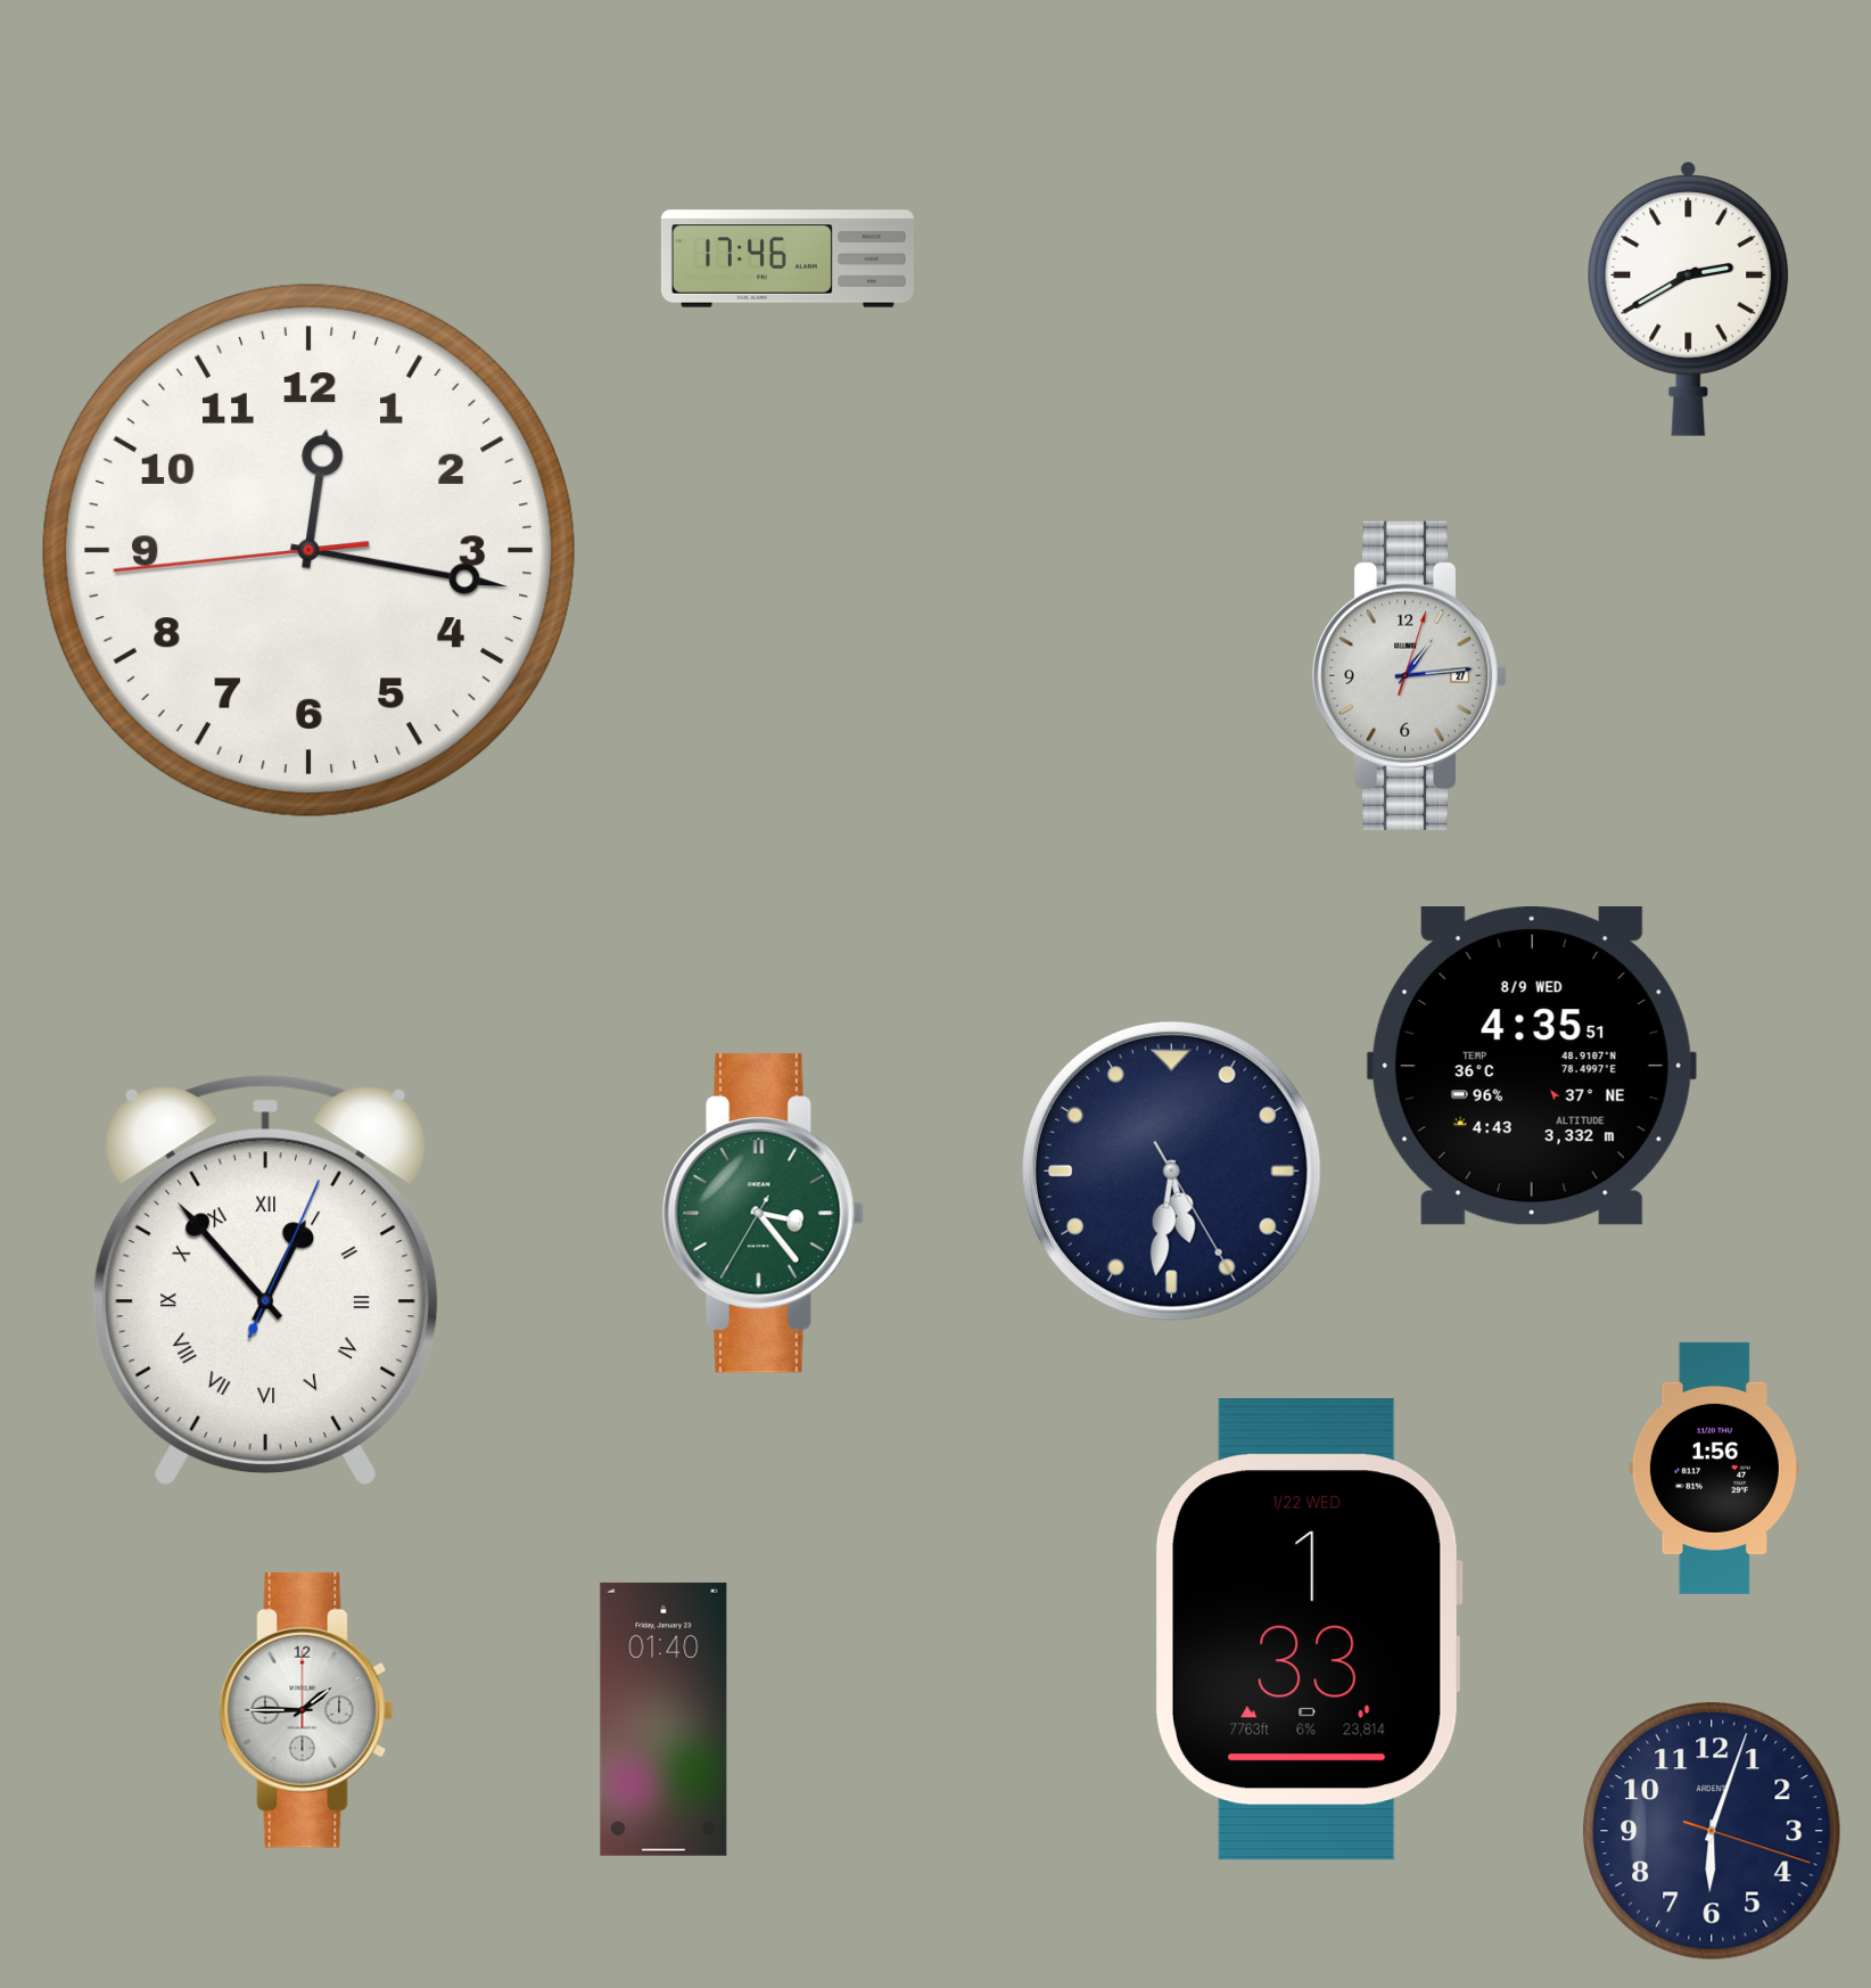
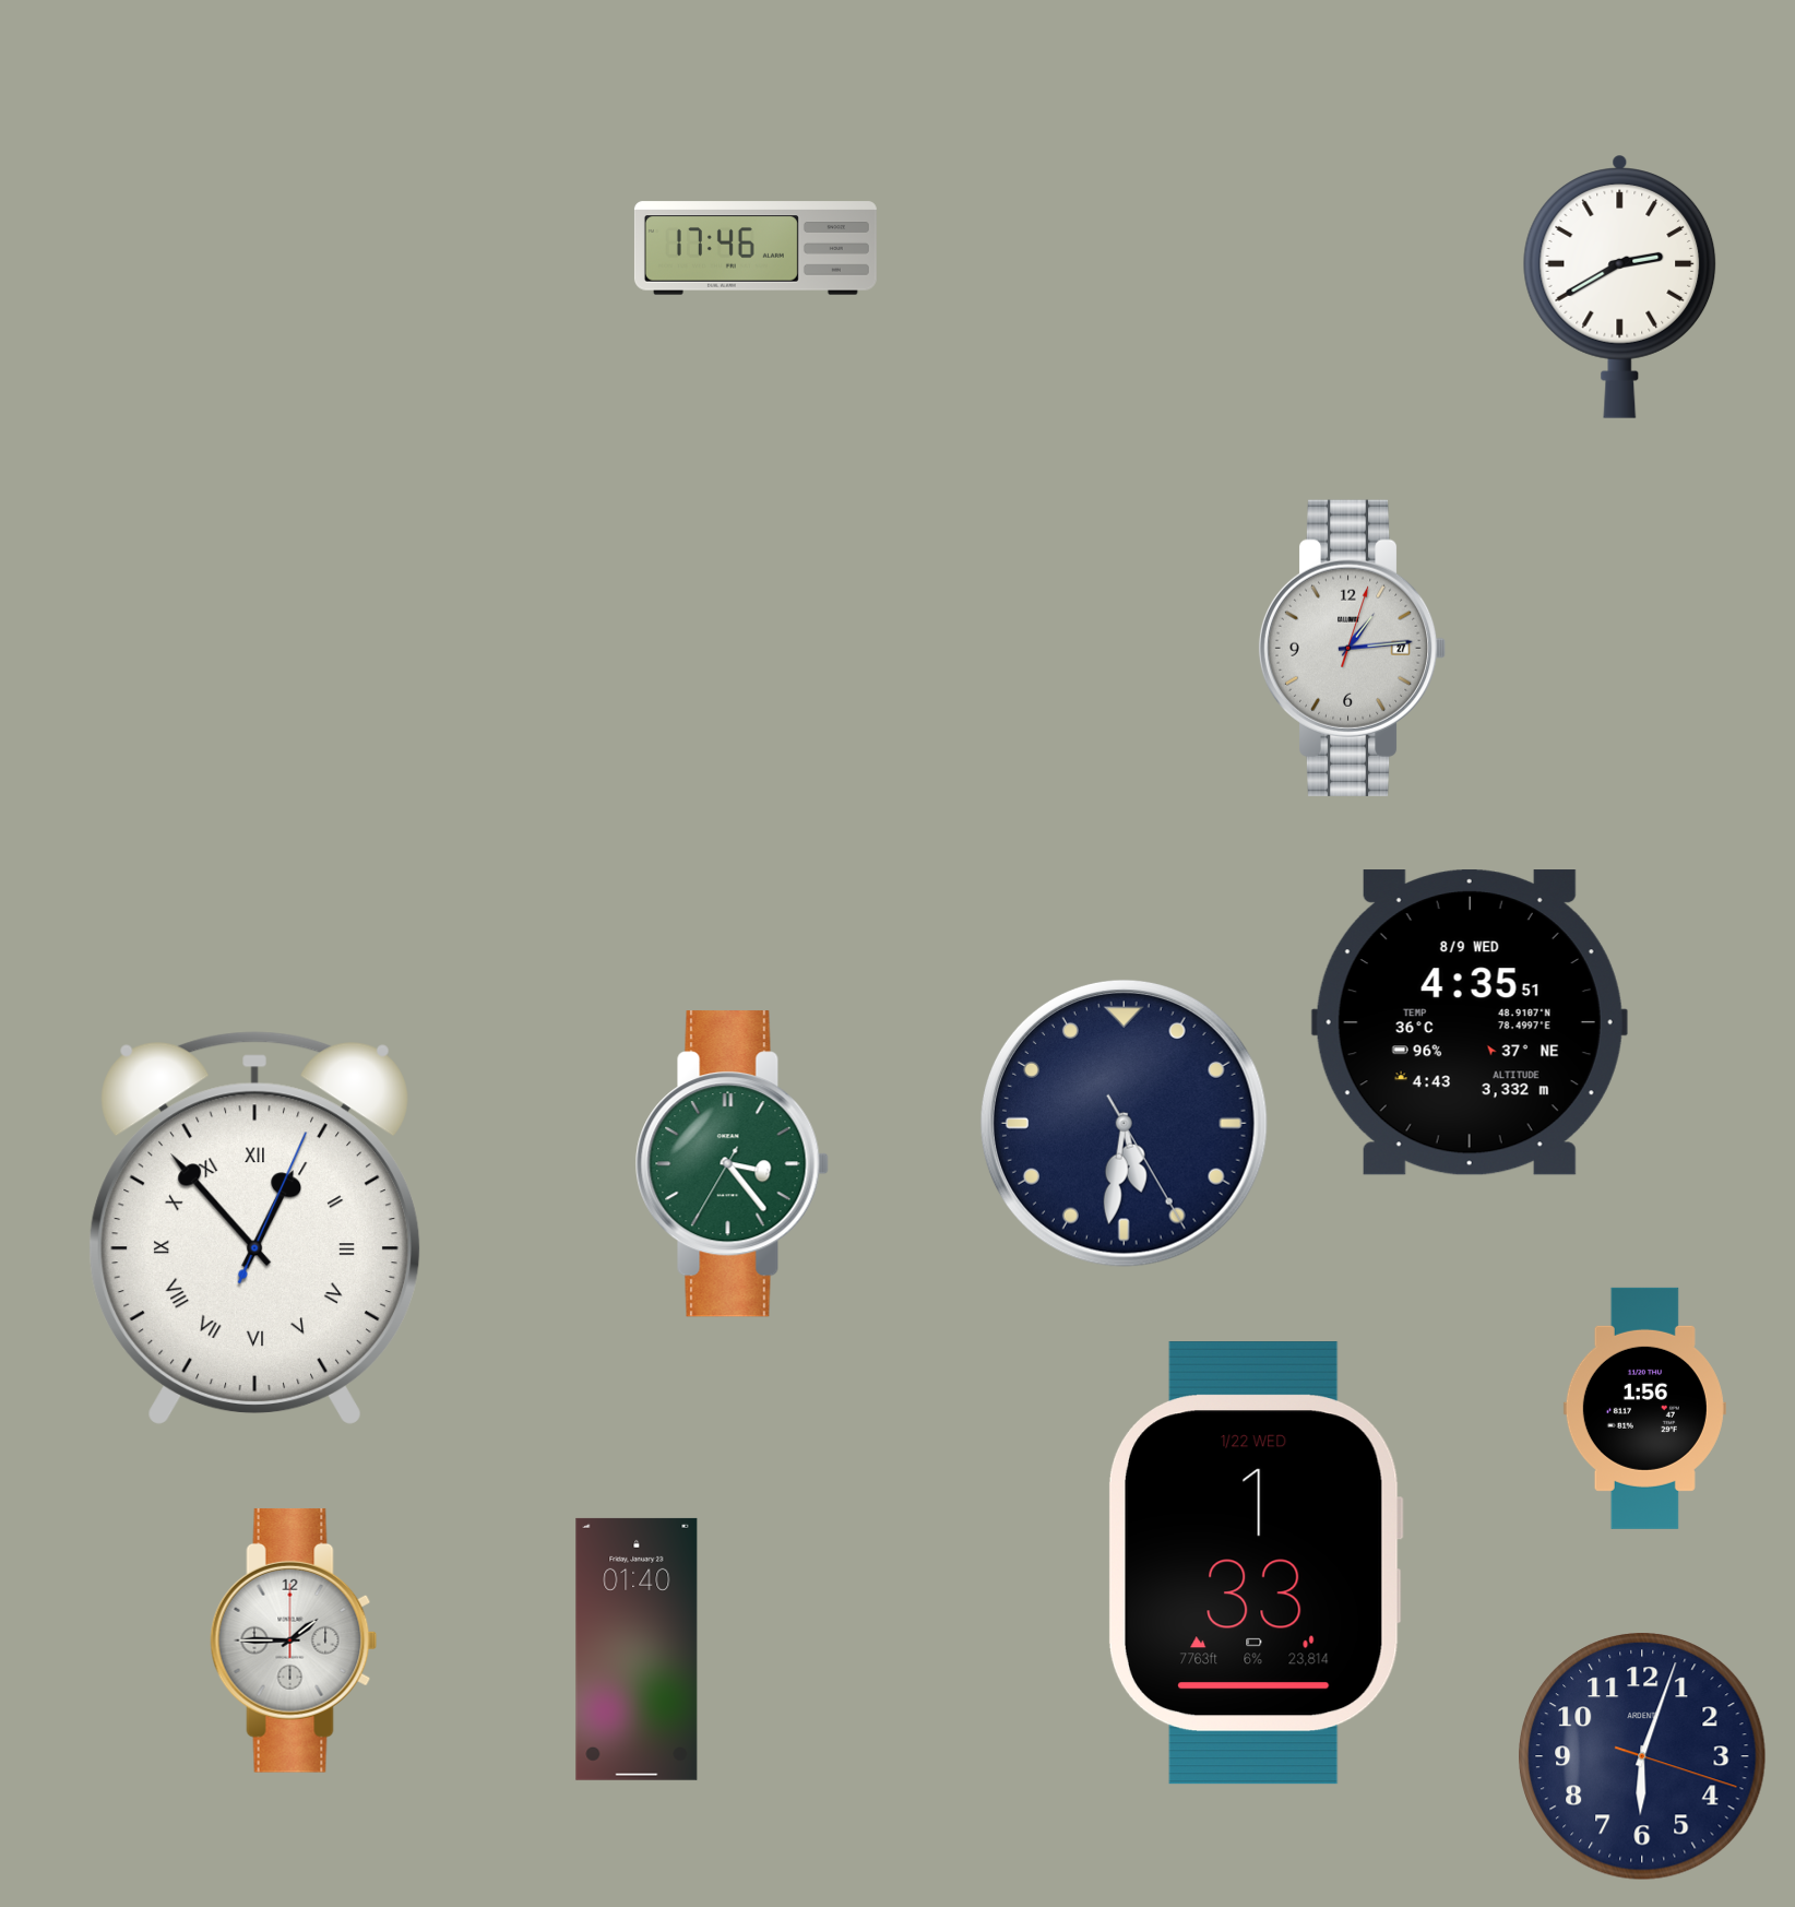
clock at (308, 550): 12:16 -> none
